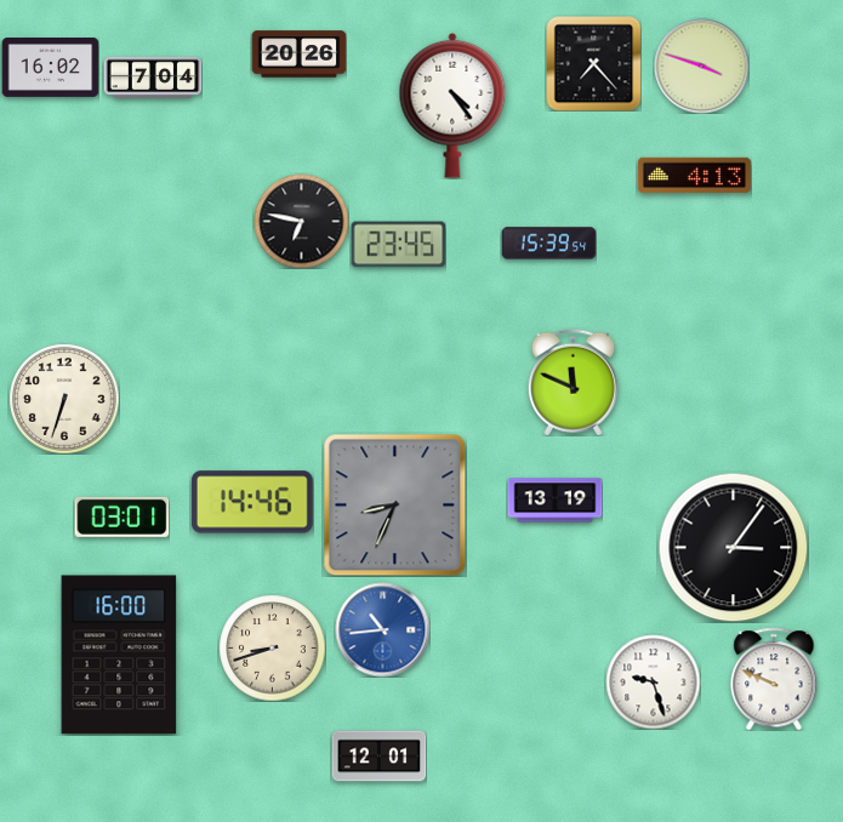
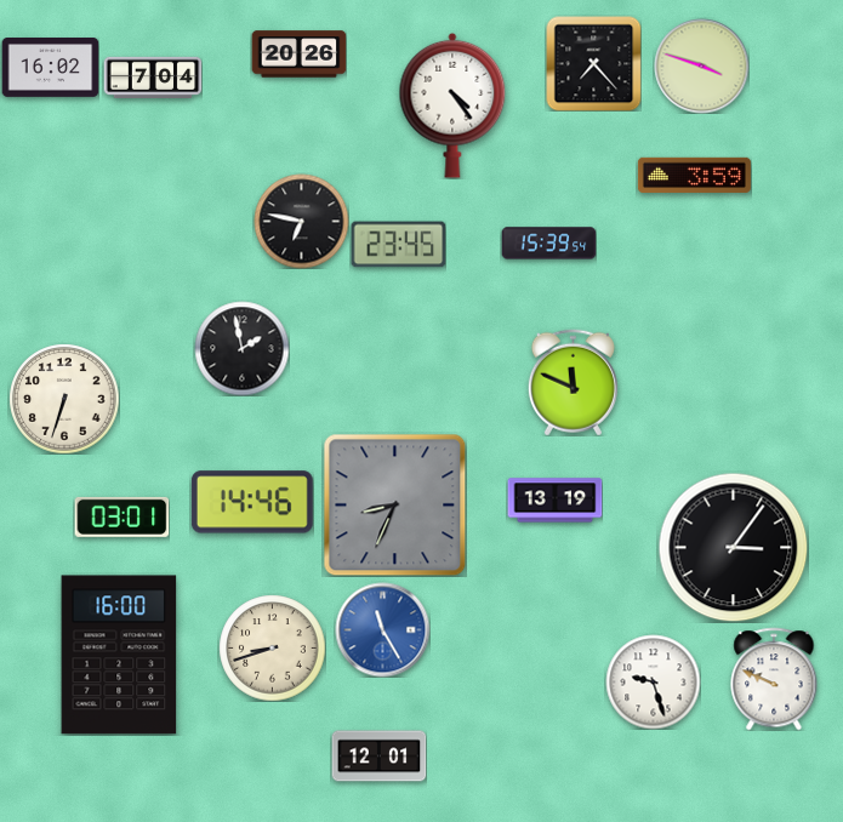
clock at (694, 175): 4:13 -> 3:59
clock at (241, 348): none -> 1:58
clock at (382, 629): 10:44 -> 11:25
